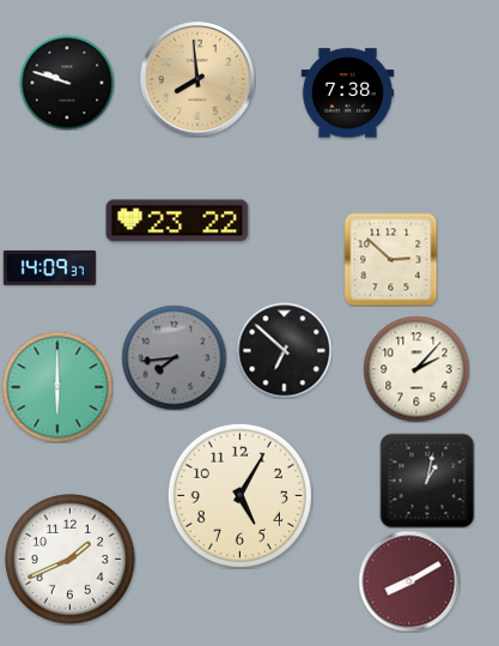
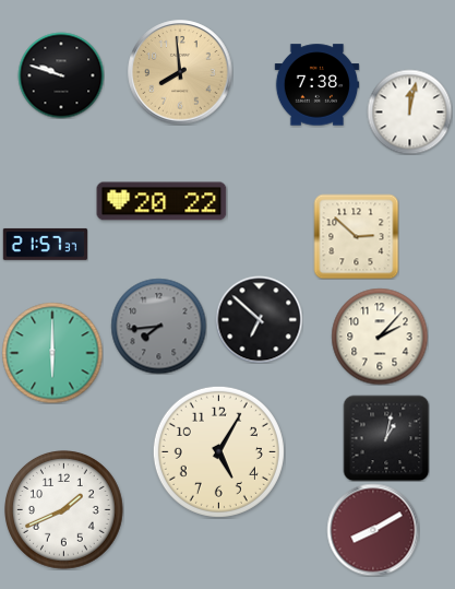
clock at (409, 111): none -> 12:02
clock at (177, 221): 23:22 -> 20:22
clock at (49, 267): 14:09 -> 21:57
clock at (427, 481) position: (427, 481) -> (386, 438)
